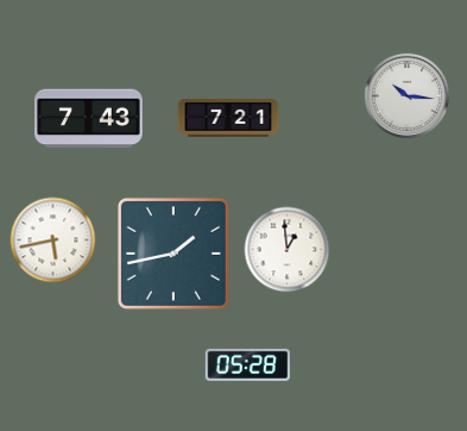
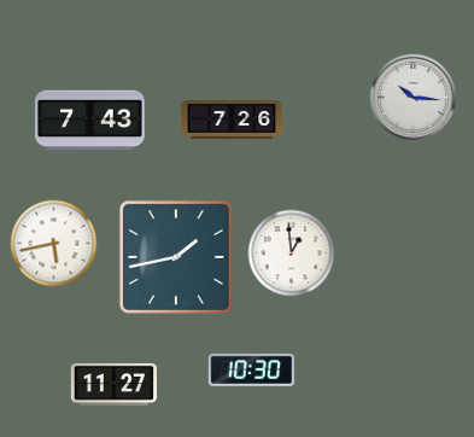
clock at (228, 118): 7:21 -> 7:26
clock at (247, 364): 05:28 -> 10:30
clock at (113, 384): none -> 11:27
